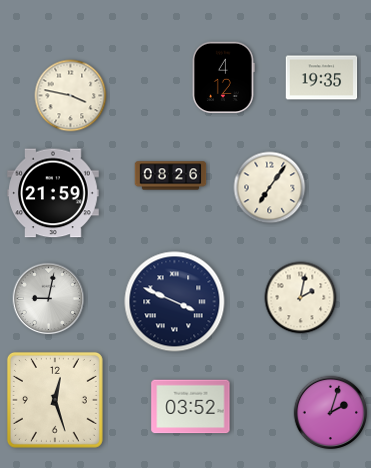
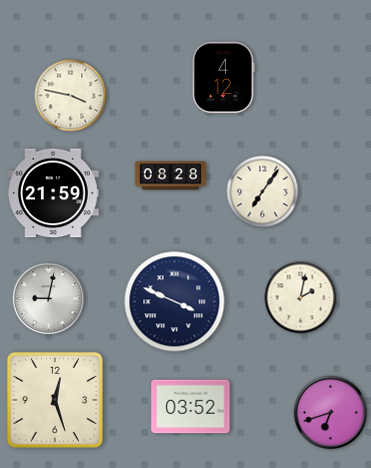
clock at (322, 78): 19:35 -> none
clock at (171, 176): 08:26 -> 08:28
clock at (270, 188) position: (270, 188) -> (263, 192)
clock at (331, 413): 2:03 -> 6:42
